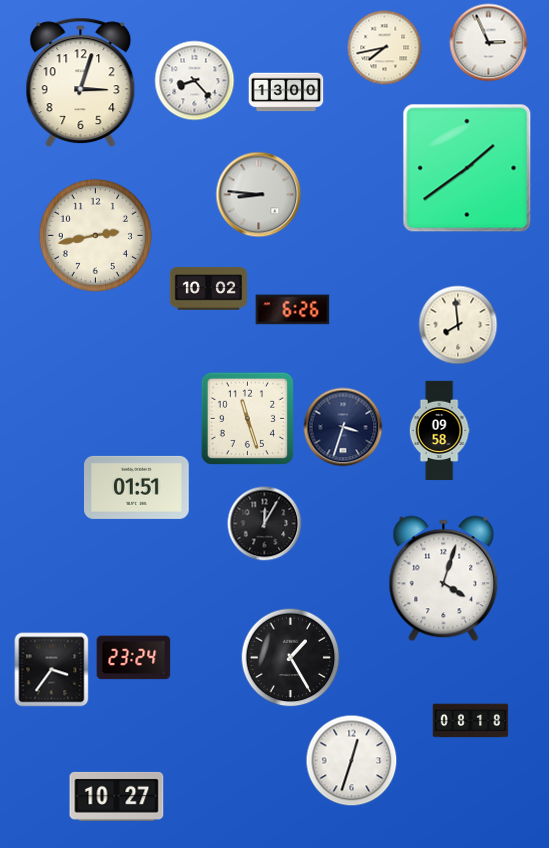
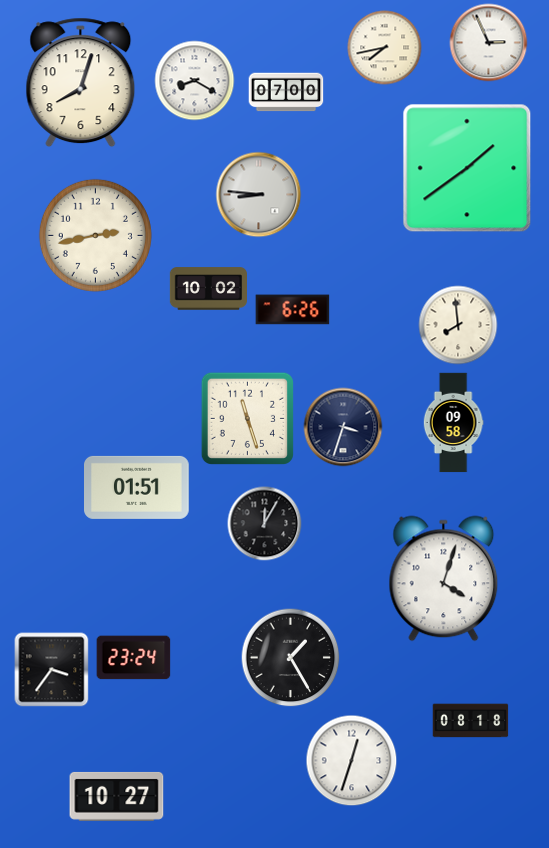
clock at (195, 81): 8:23 -> 8:20
clock at (81, 83): 3:03 -> 8:03
clock at (286, 92): 13:00 -> 07:00
clock at (439, 431) position: (439, 431) -> (453, 423)
